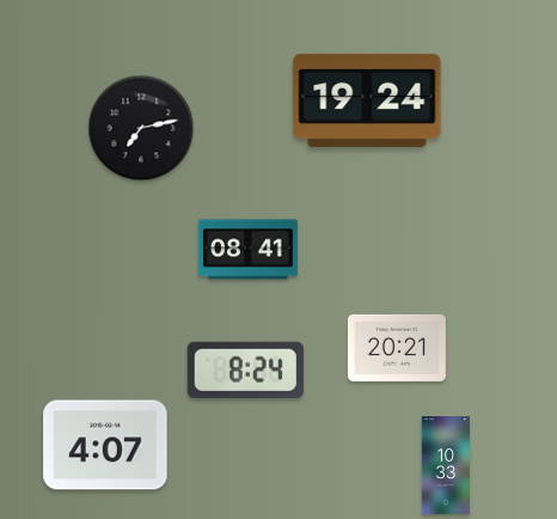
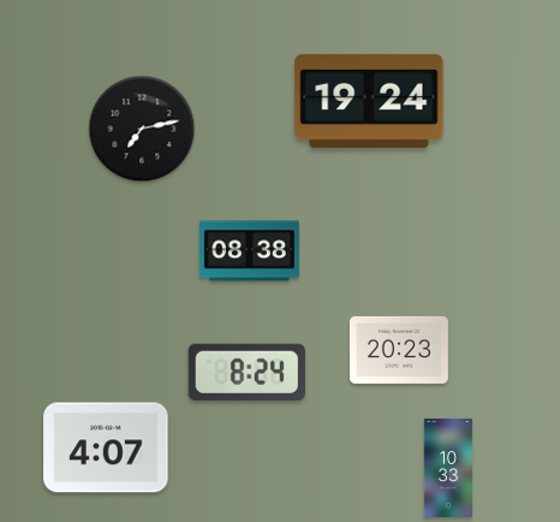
clock at (247, 250): 08:41 -> 08:38
clock at (397, 348): 20:21 -> 20:23
